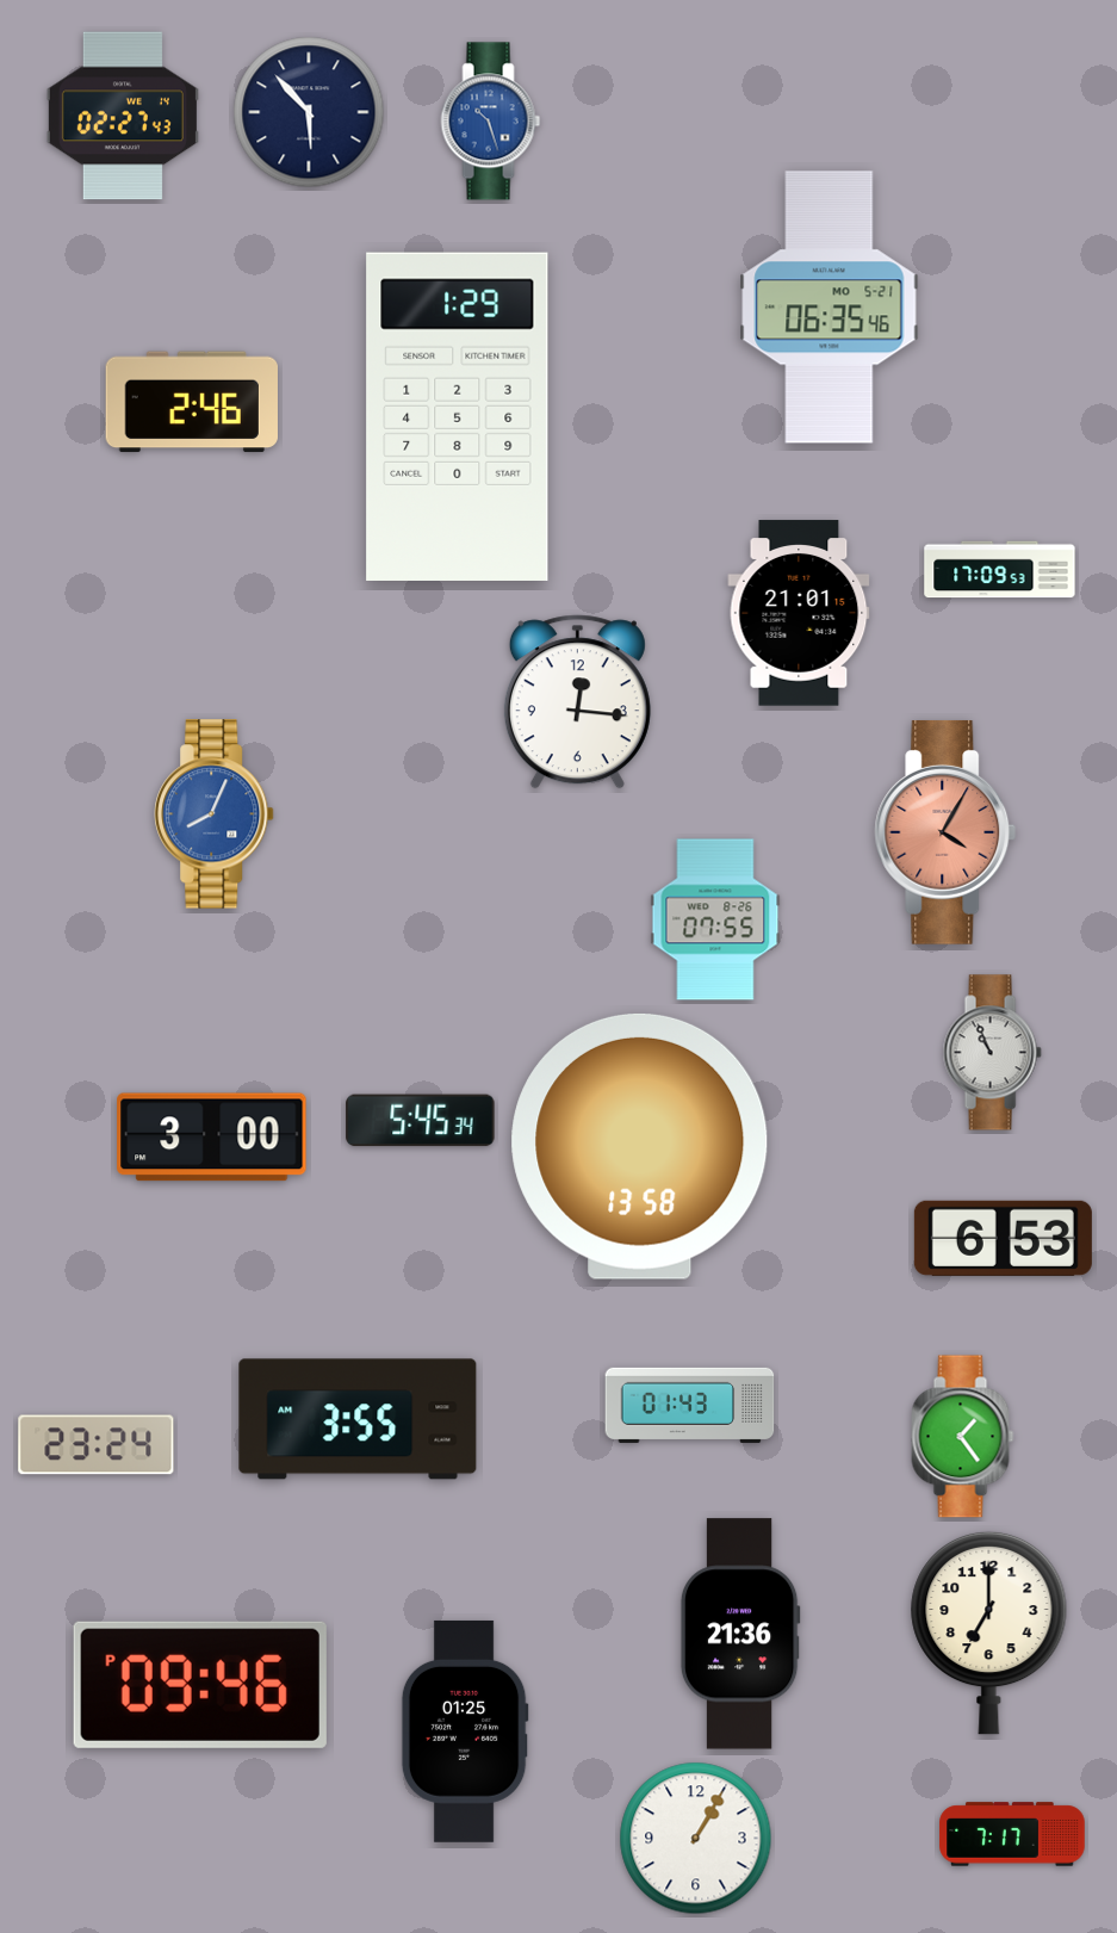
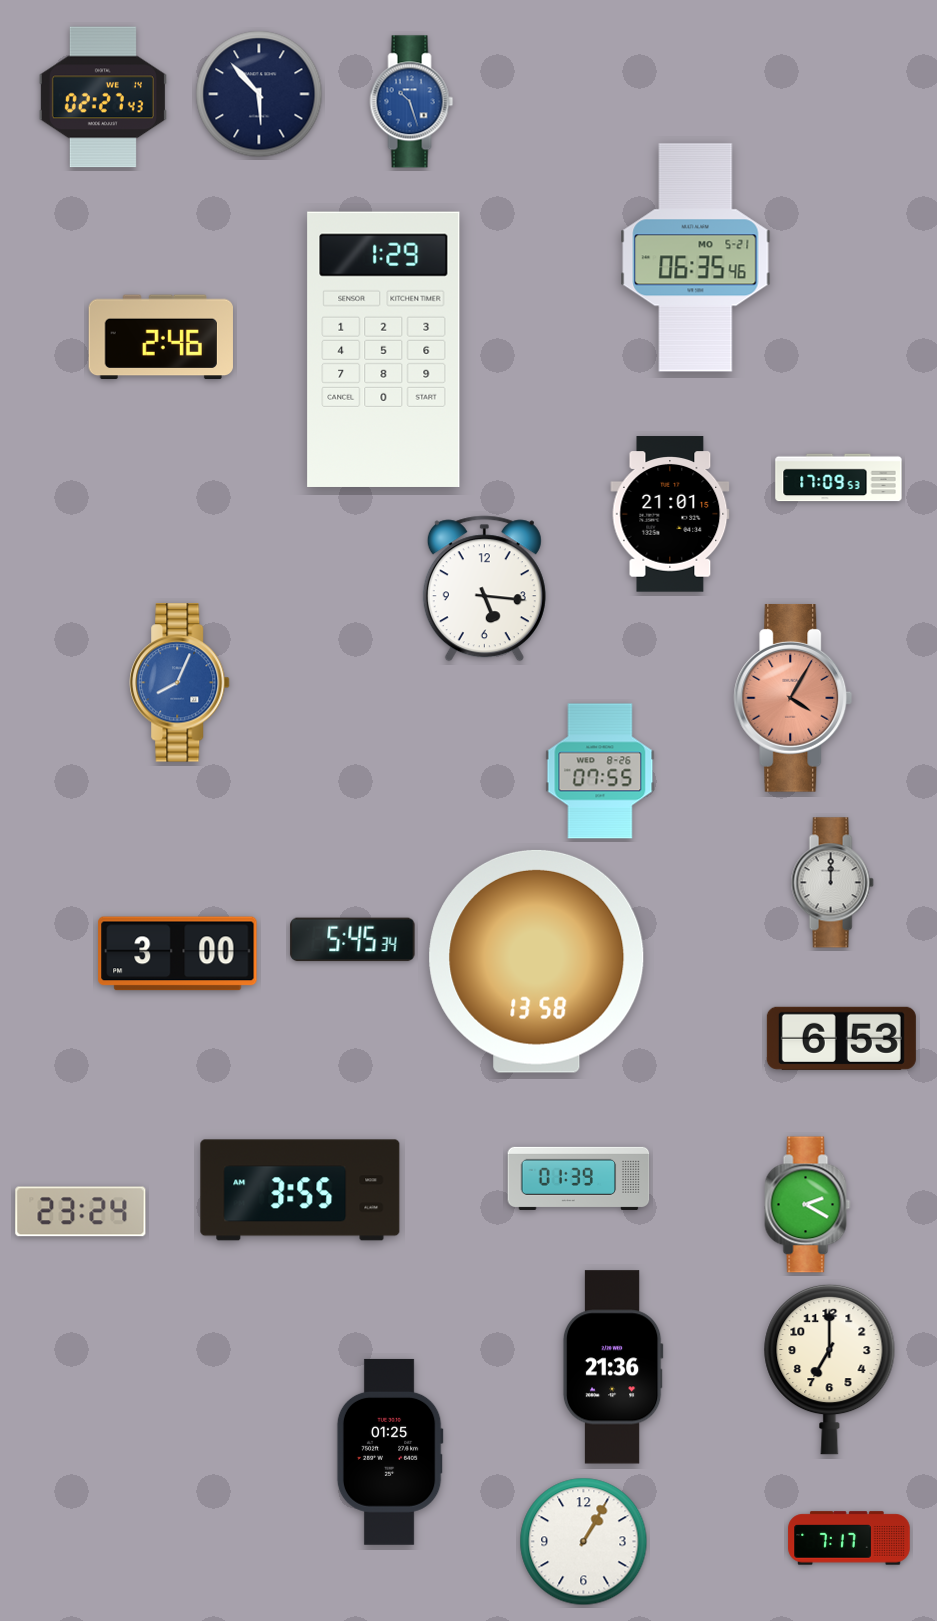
clock at (577, 702): 12:16 -> 5:16
clock at (992, 1053): 10:56 -> 12:00
clock at (690, 1405): 01:43 -> 01:39
clock at (963, 1437): 1:24 -> 2:20
clock at (740, 1634) position: (740, 1634) -> (613, 1367)
clock at (200, 1685): 09:46 -> none
